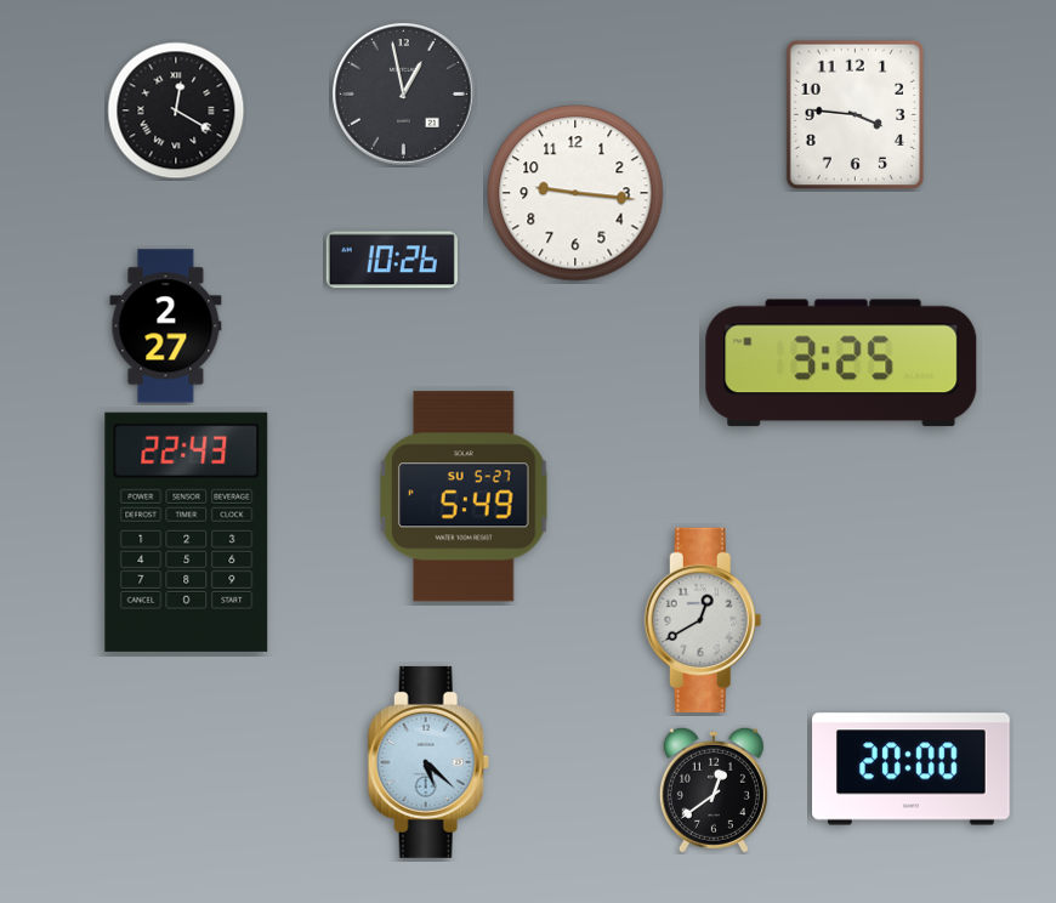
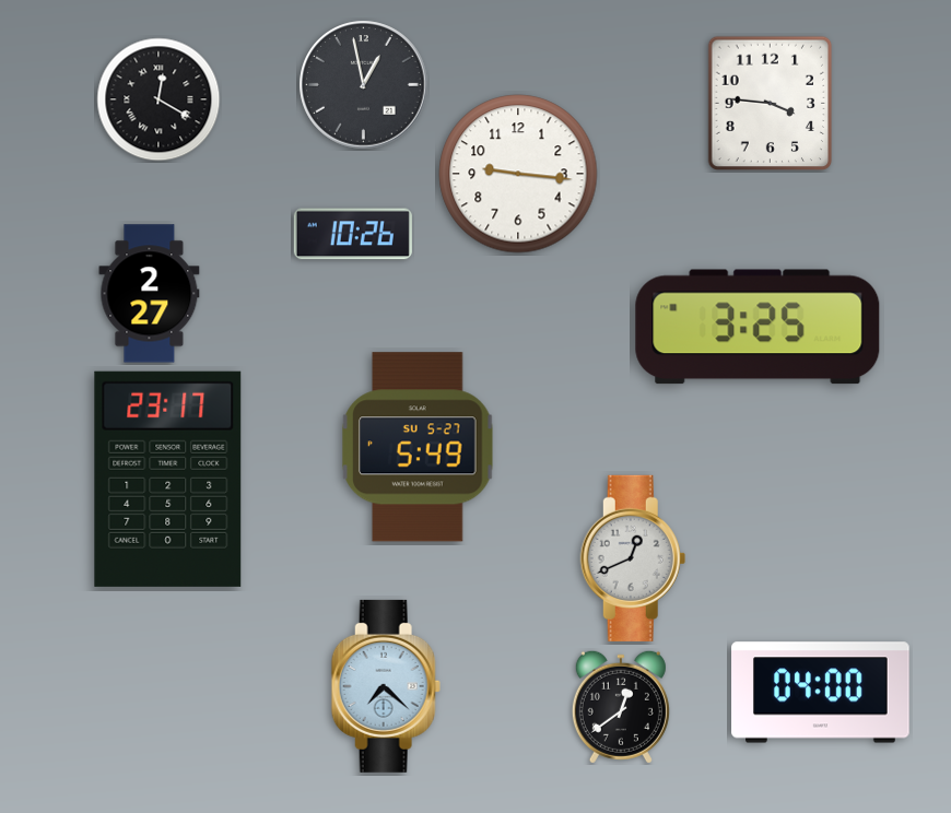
clock at (187, 532): 22:43 -> 23:17
clock at (703, 620): 12:40 -> 12:41
clock at (428, 762): 5:22 -> 7:22
clock at (912, 769): 20:00 -> 04:00
clock at (714, 790) position: (714, 790) -> (621, 707)
